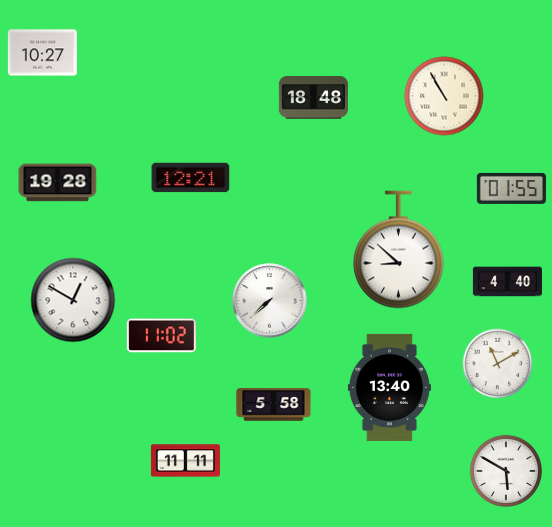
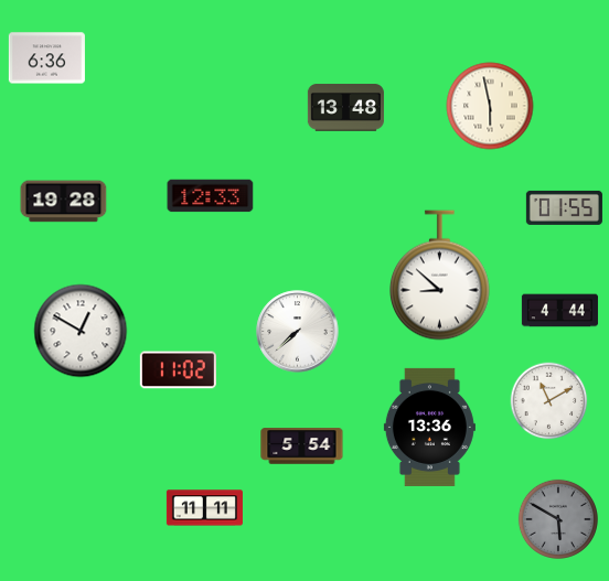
clock at (42, 53): 10:27 -> 6:36
clock at (444, 96): 10:55 -> 5:58
clock at (313, 98): 18:48 -> 13:48
clock at (191, 178): 12:21 -> 12:33
clock at (507, 282): 4:40 -> 4:44
clock at (389, 387): 13:40 -> 13:36
clock at (274, 405): 5:58 -> 5:54
clock at (506, 471) dial: white -> grey
